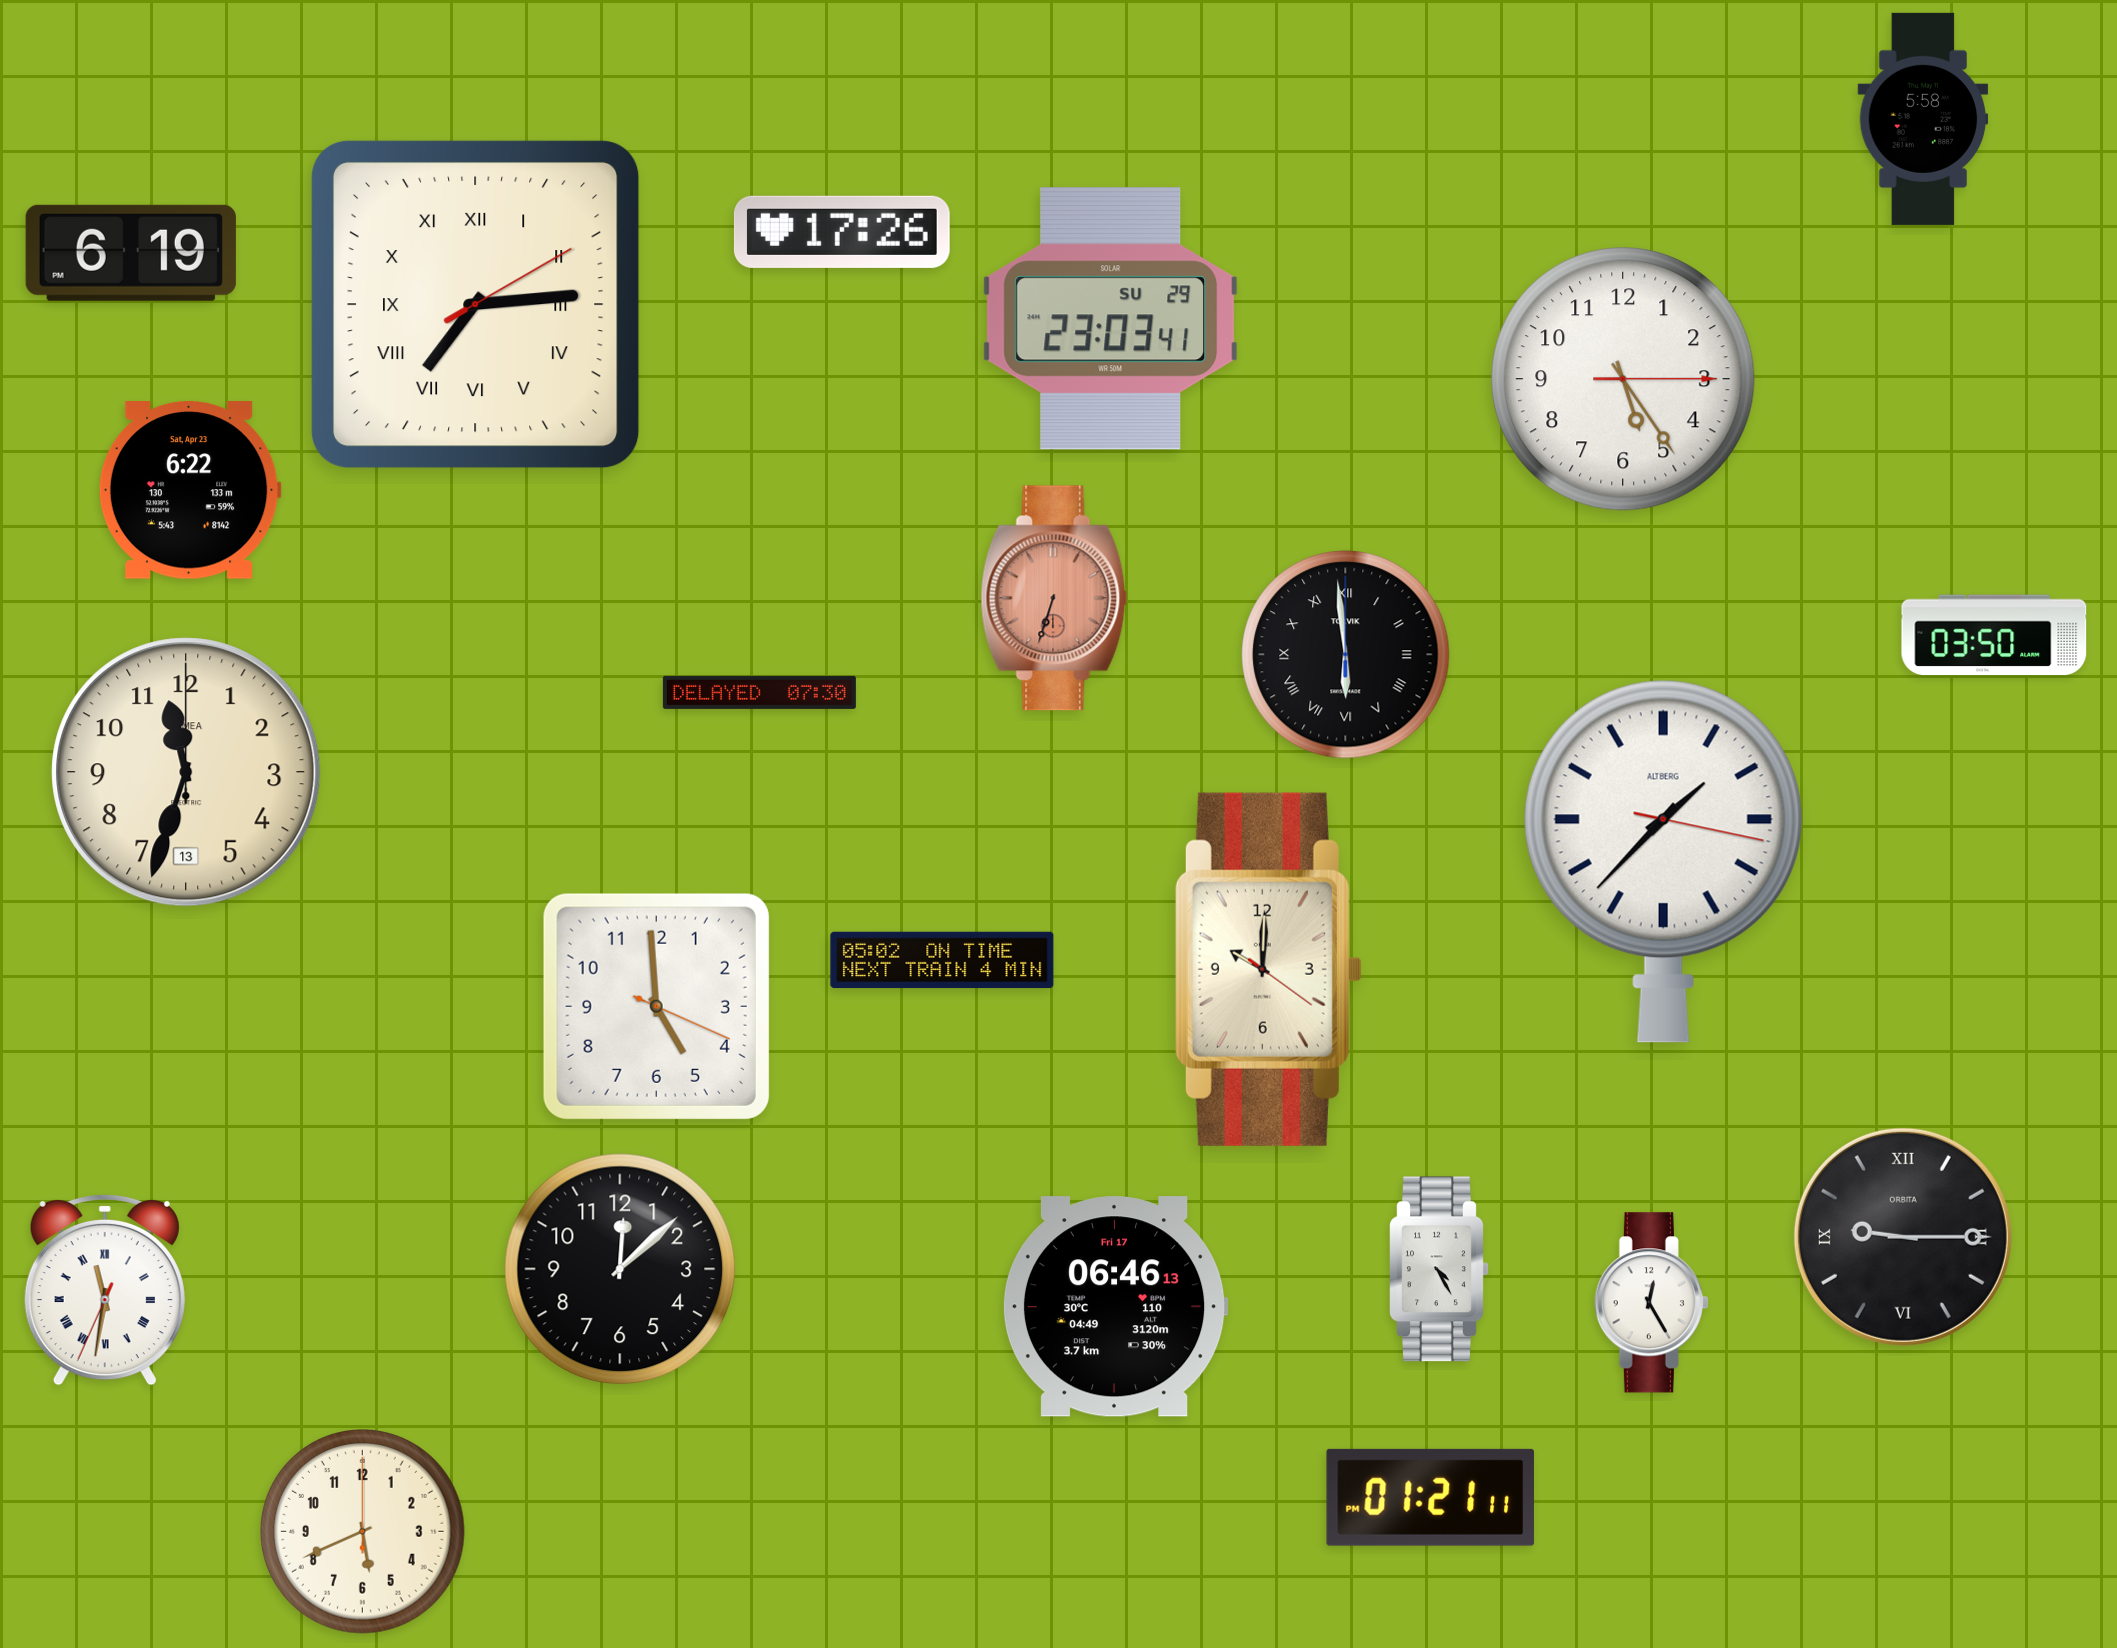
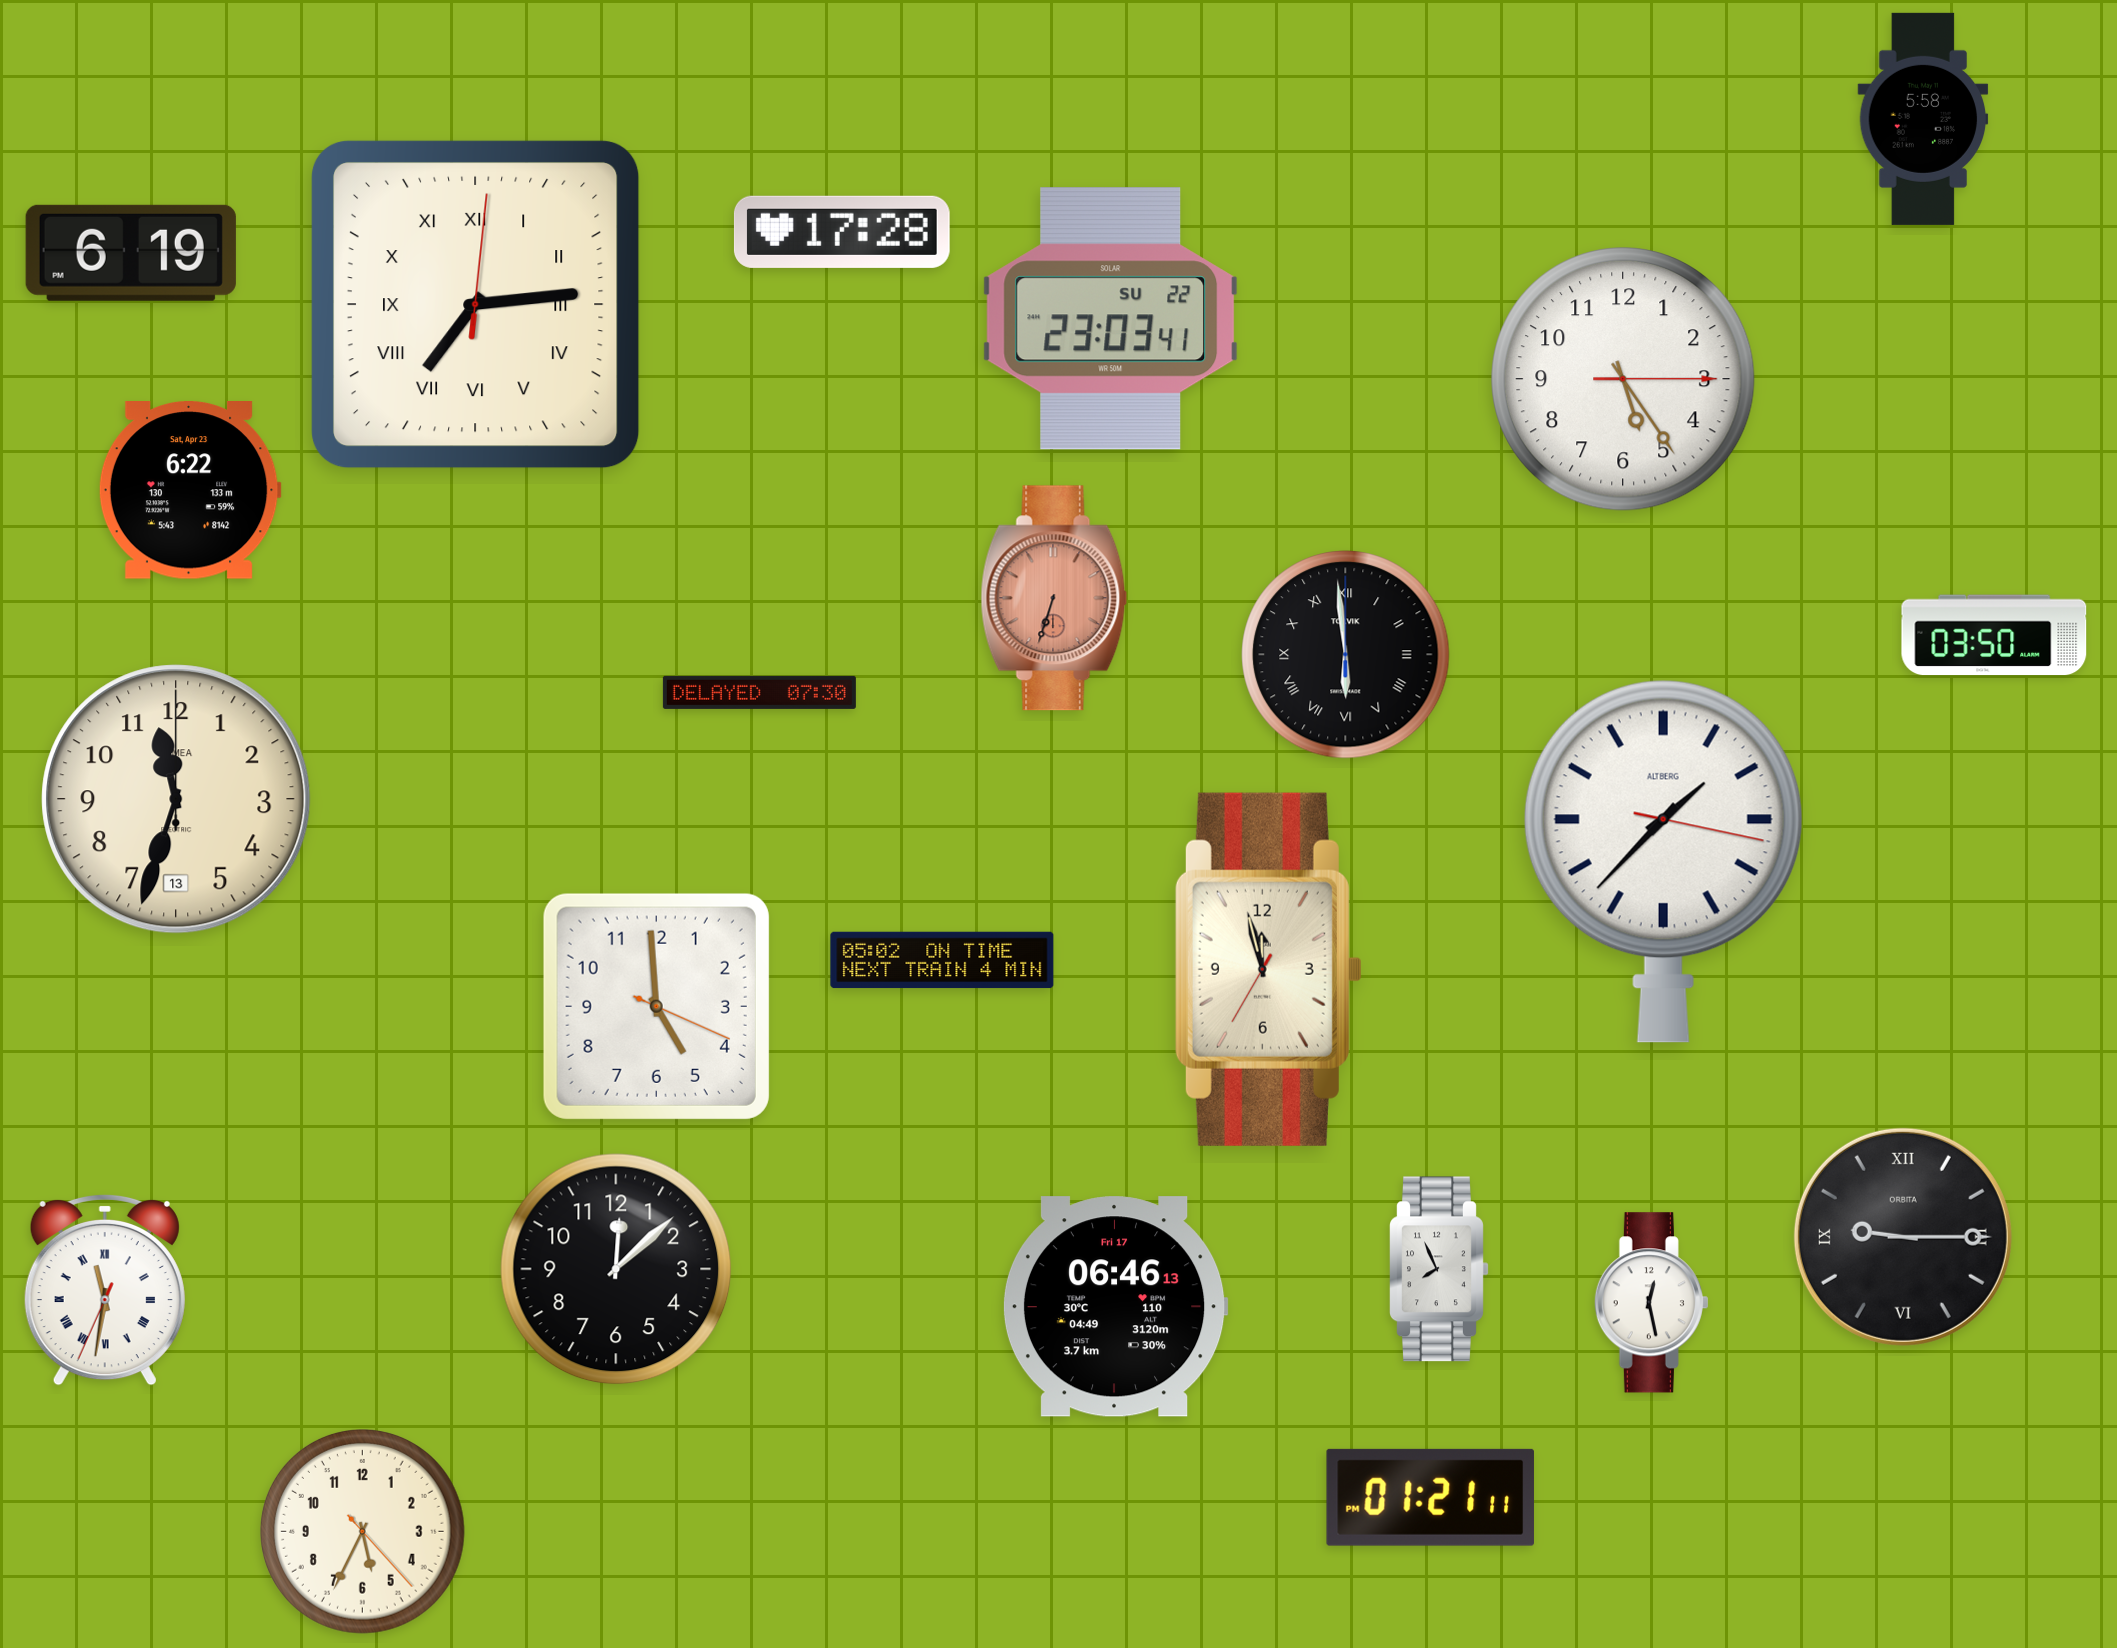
clock at (842, 232): 17:26 -> 17:28
clock at (475, 304): 7:14:10 -> 7:14:01
clock at (1111, 319) date: SU 29 -> SU 22
clock at (186, 772) position: (186, 772) -> (176, 799)
clock at (1268, 969): 10:00 -> 11:57
clock at (620, 1269) position: (620, 1269) -> (616, 1269)
clock at (1439, 1269): 4:25 -> 7:56
clock at (1651, 1303): 12:25 -> 12:28
clock at (363, 1532): 5:41 -> 5:34
